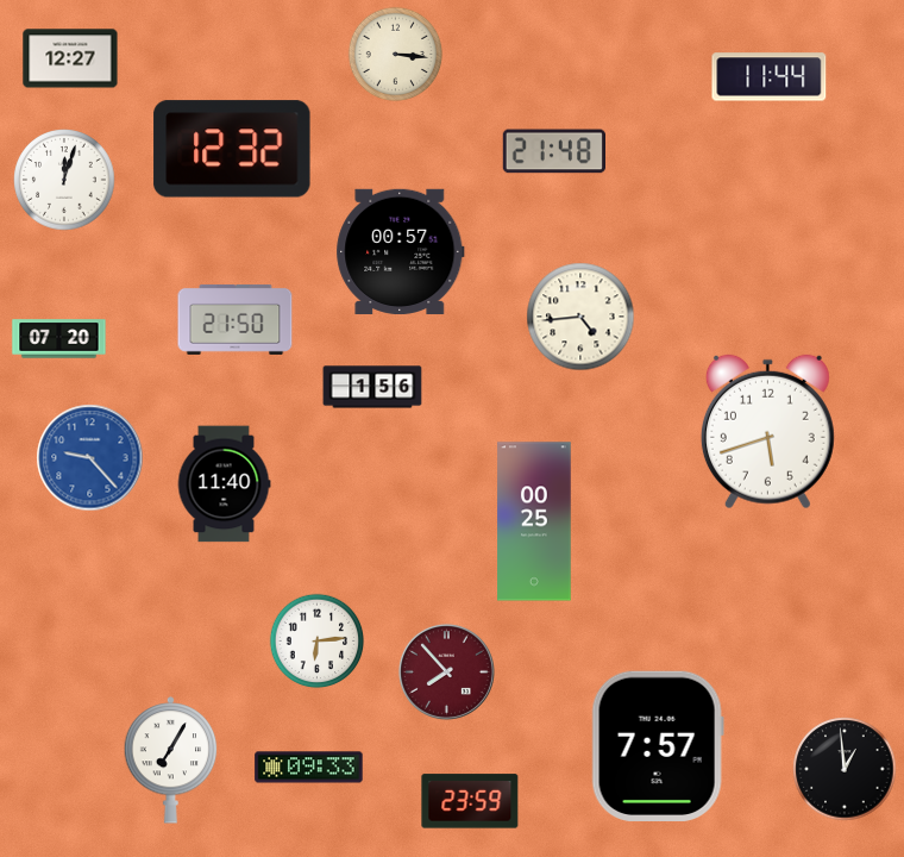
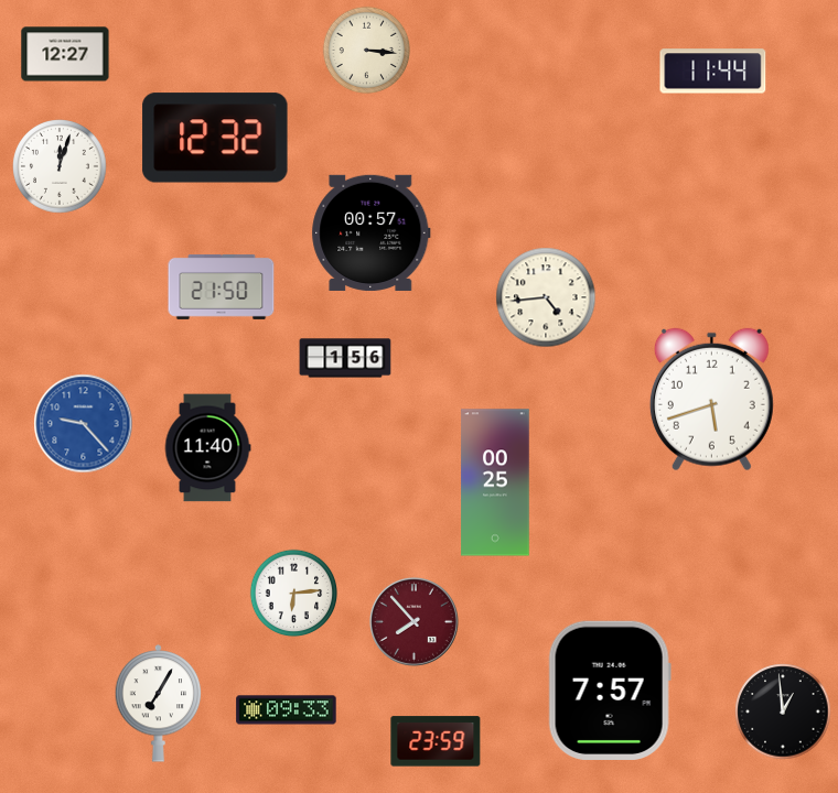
clock at (553, 151): 21:48 -> none
clock at (580, 317) position: (580, 317) -> (546, 297)
clock at (236, 319) position: (236, 319) -> (222, 286)
clock at (59, 339): 07:20 -> none
